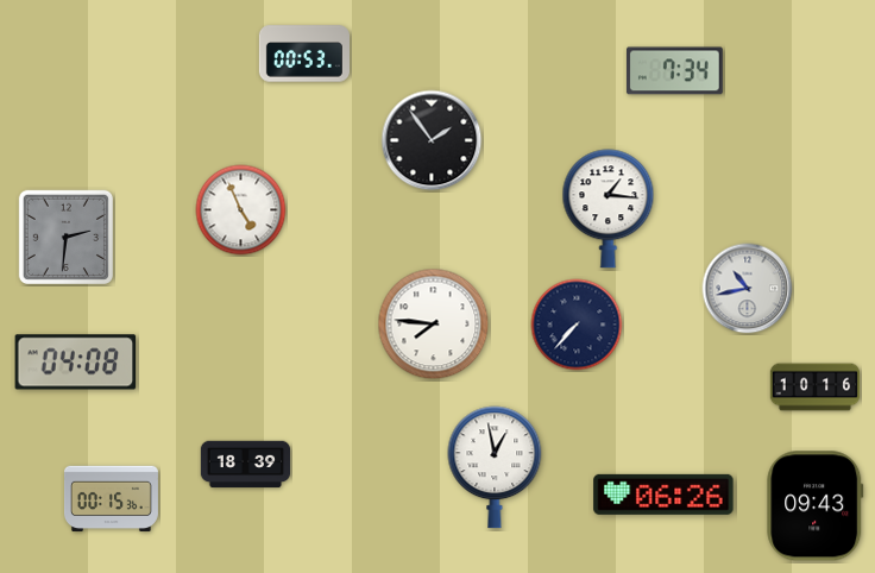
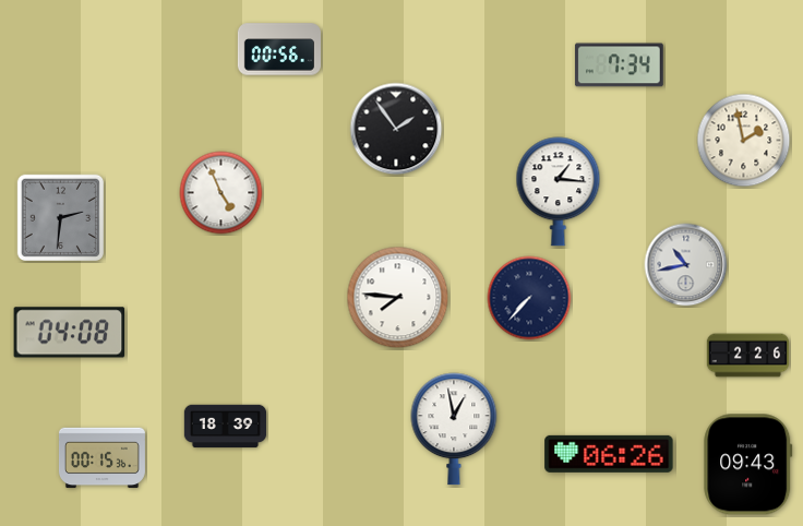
clock at (303, 53): 00:53 -> 00:56
clock at (744, 141): none -> 1:58
clock at (816, 388): 10:16 -> 2:26
